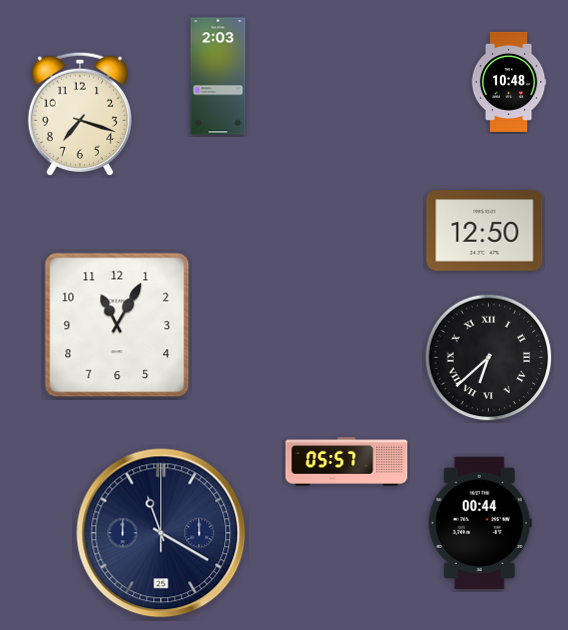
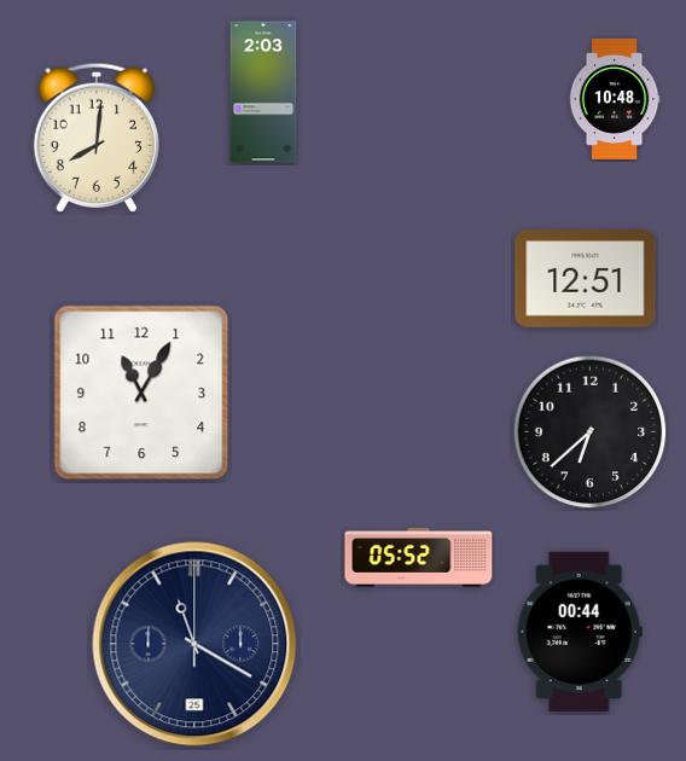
clock at (80, 114): 7:18 -> 8:01
clock at (485, 231): 12:50 -> 12:51
clock at (489, 358) numerals: Roman -> Arabic
clock at (347, 462): 05:57 -> 05:52
